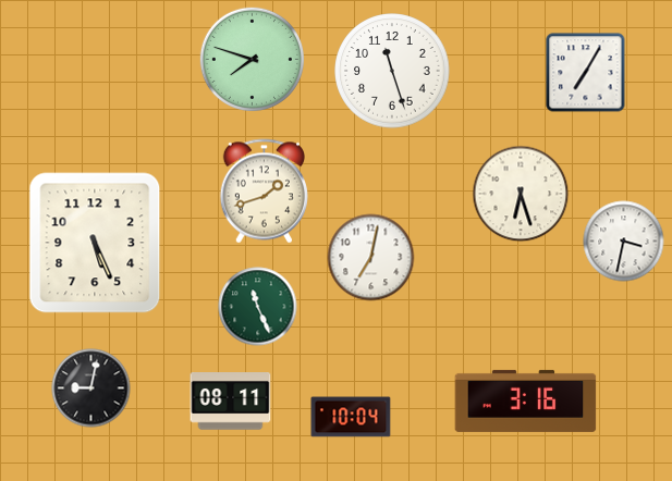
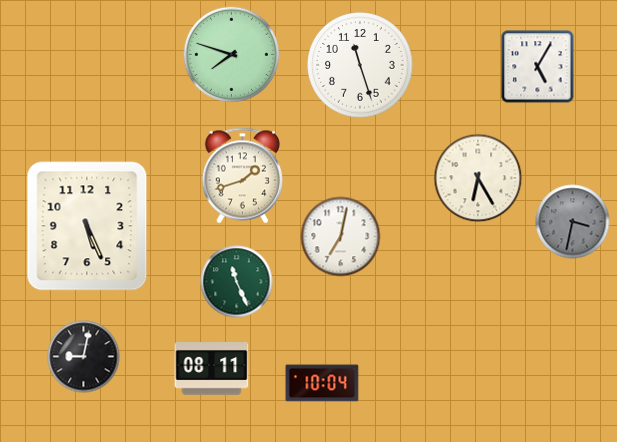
clock at (586, 73): 7:05 -> 5:05
clock at (521, 194): 6:27 -> 6:25
clock at (624, 242) dial: white -> grey
clock at (95, 243) position: (95, 243) -> (87, 226)
clock at (526, 400): 3:16 -> none
